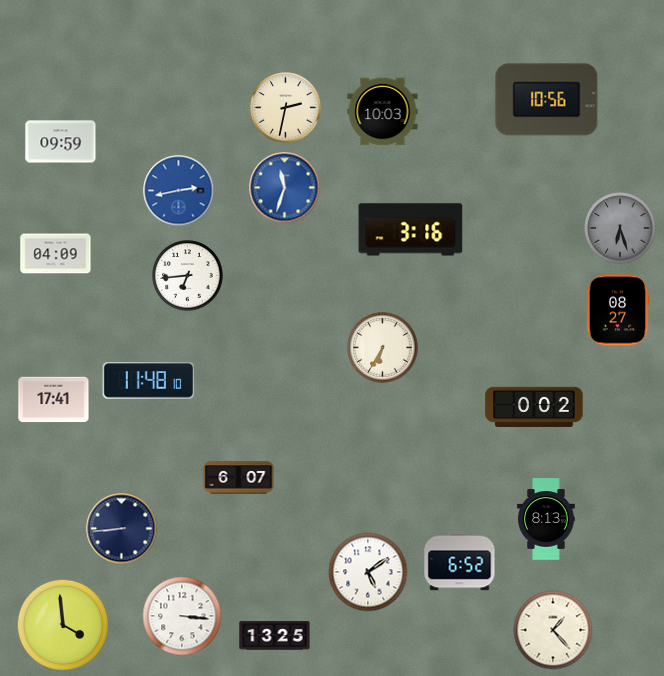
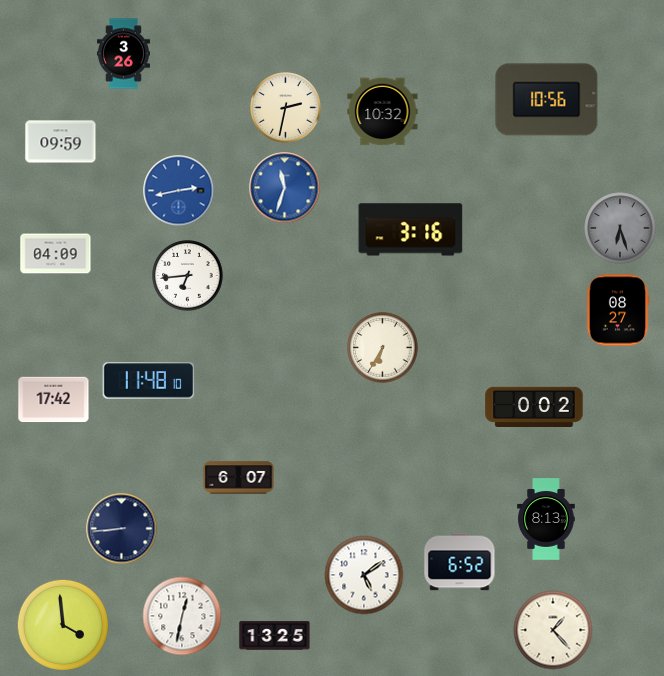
clock at (123, 54): none -> 3:26
clock at (383, 112): 10:03 -> 10:32
clock at (54, 400): 17:41 -> 17:42
clock at (368, 572) position: (368, 572) -> (364, 575)
clock at (182, 616): 3:16 -> 12:32
